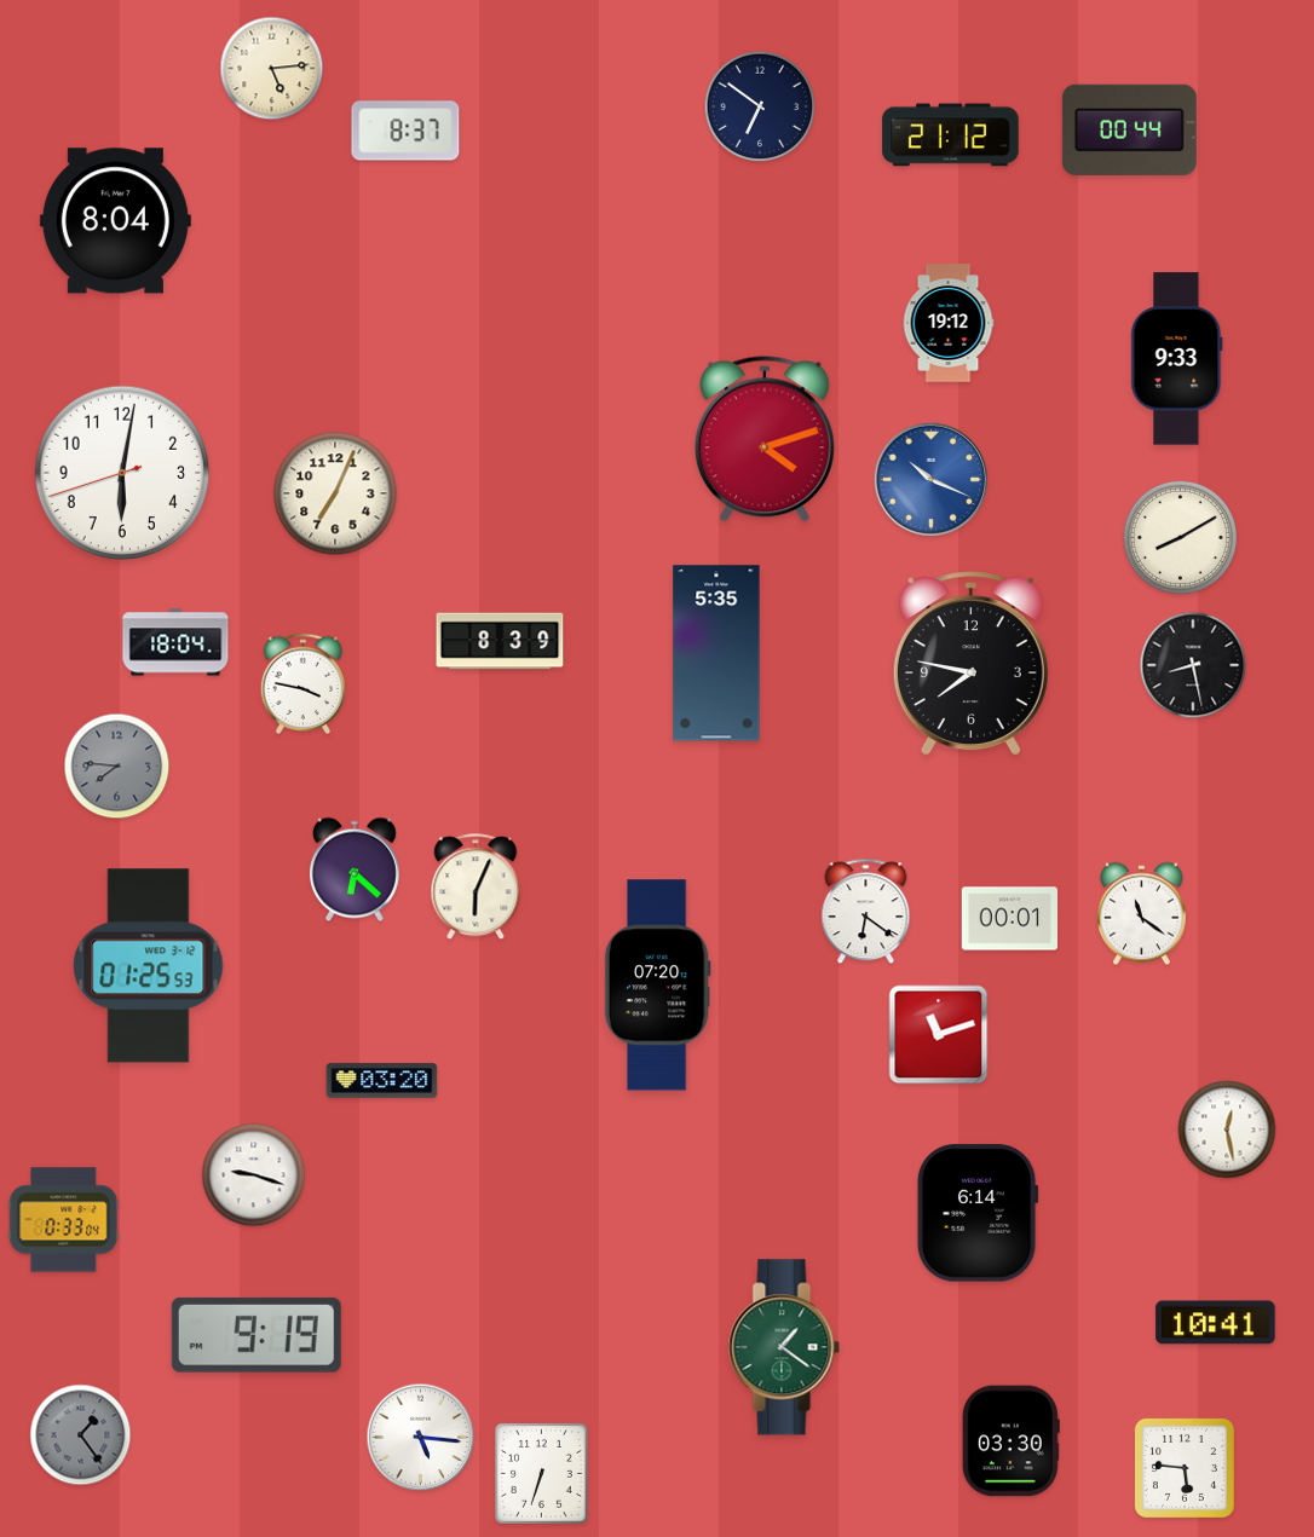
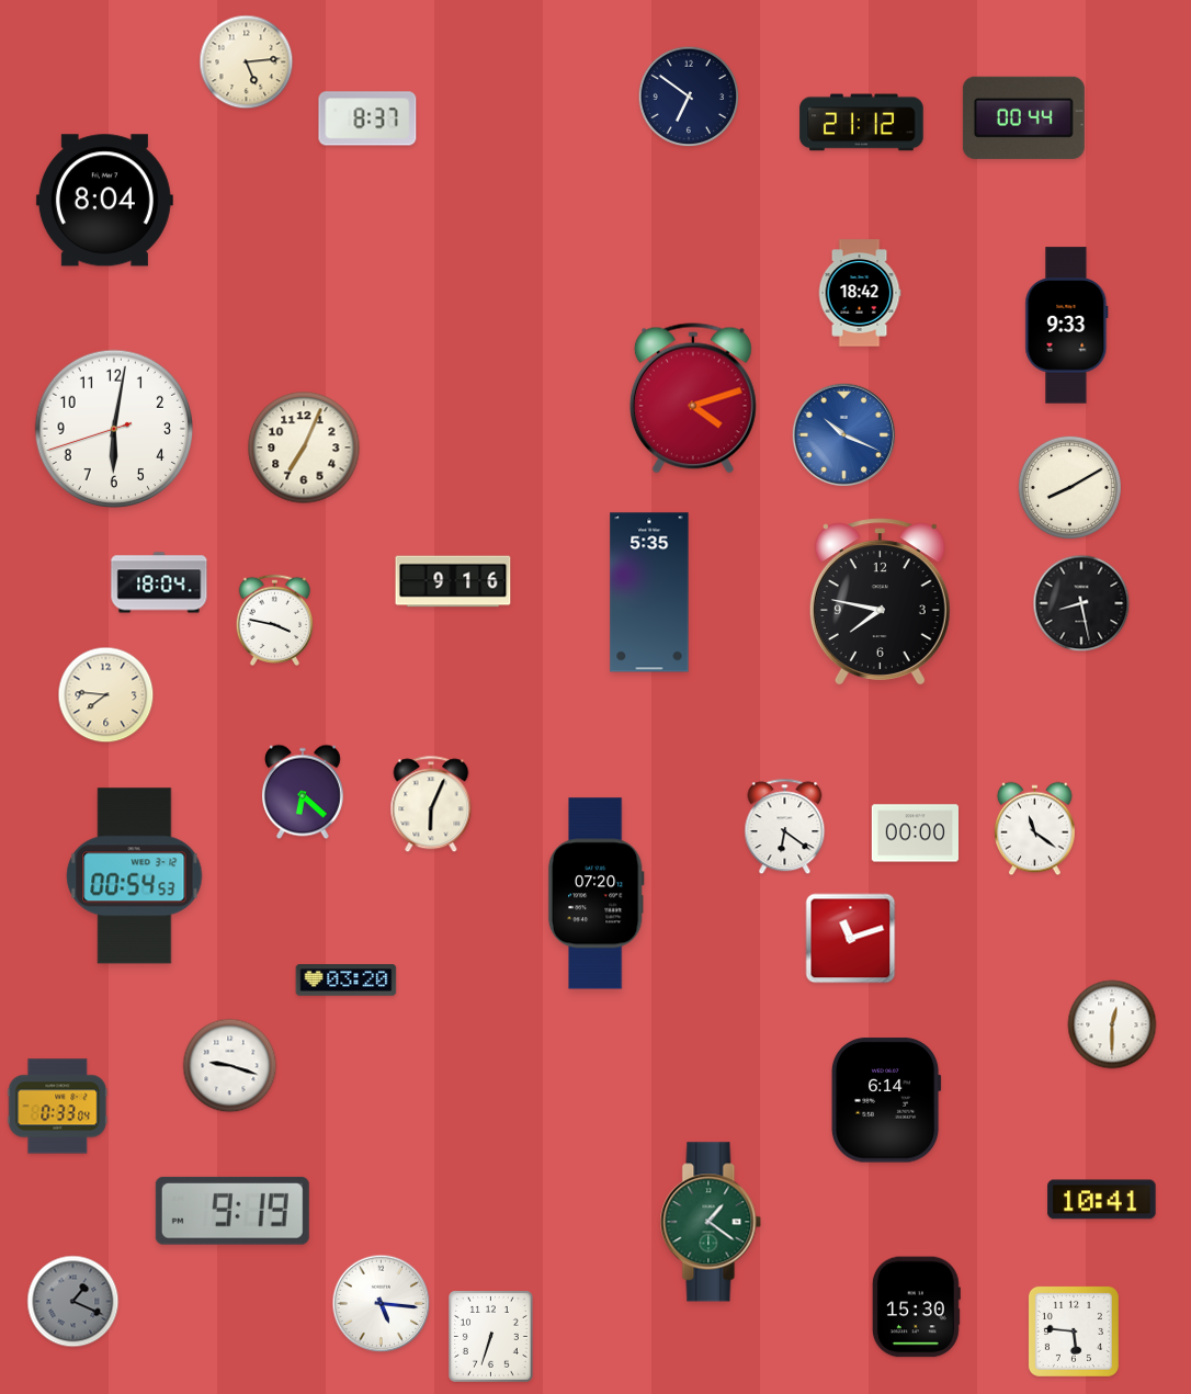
clock at (949, 323): 19:12 -> 18:42
clock at (122, 473) position: (122, 473) -> (114, 429)
clock at (500, 641): 8:39 -> 9:16
clock at (117, 767) dial: grey -> cream
clock at (355, 869) position: (355, 869) -> (303, 792)
clock at (1009, 919): 00:01 -> 00:00
clock at (149, 966): 01:25 -> 00:54
clock at (1227, 1129): 12:28 -> 12:30
clock at (81, 1435): 1:24 -> 1:19
clock at (1010, 1441): 03:30 -> 15:30
